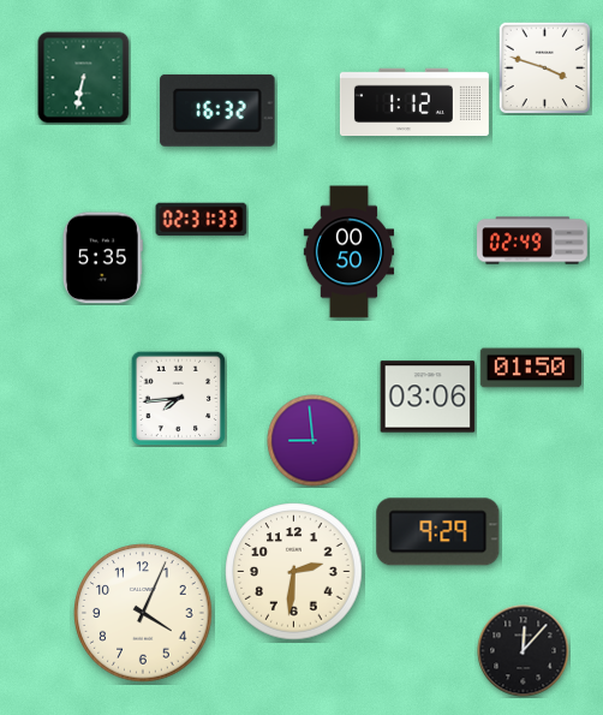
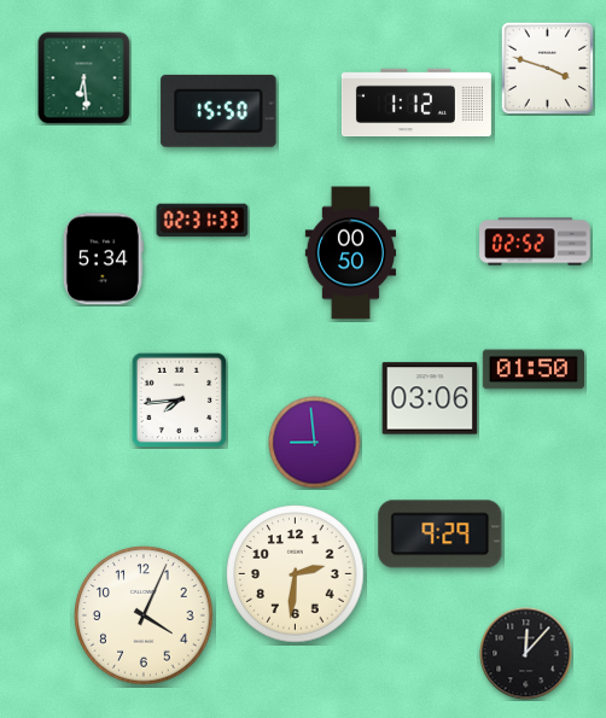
clock at (84, 78): 6:32 -> 6:29
clock at (217, 111): 16:32 -> 15:50
clock at (532, 240): 02:49 -> 02:52
clock at (102, 258): 5:35 -> 5:34
